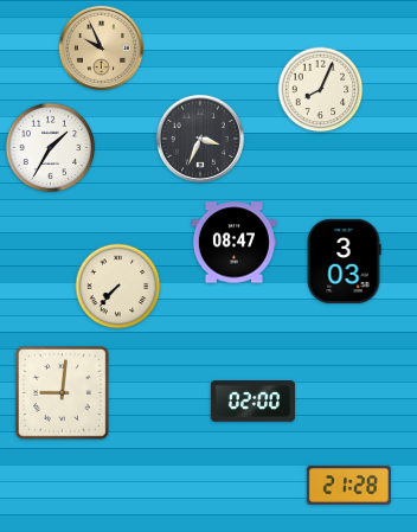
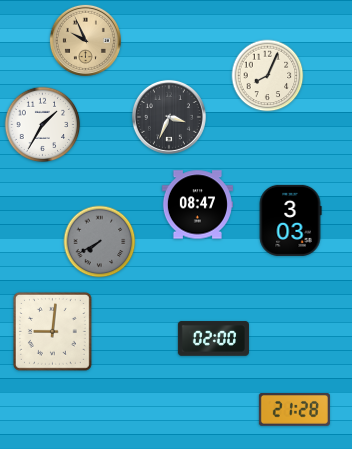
clock at (321, 90) position: (321, 90) -> (268, 76)
clock at (118, 287): 7:37 -> 7:40
clock at (118, 287) dial: cream -> grey
